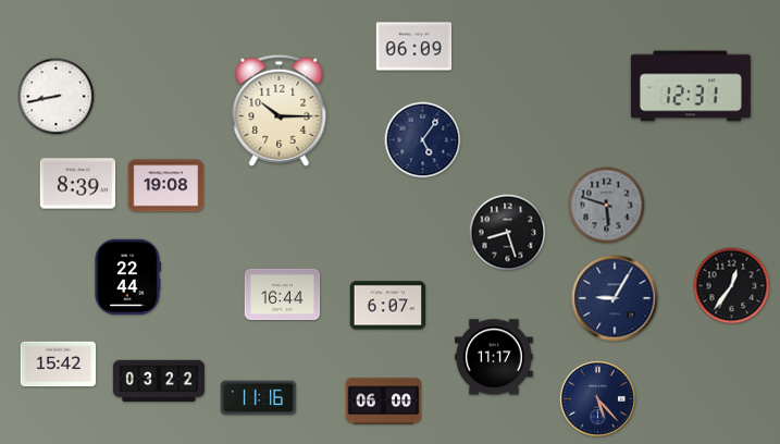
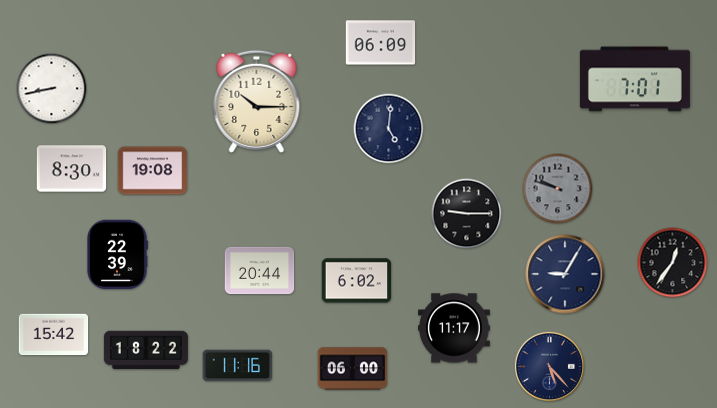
clock at (691, 86): 12:31 -> 7:01
clock at (423, 140): 5:06 -> 5:01
clock at (78, 184): 8:39 -> 8:30
clock at (607, 206): 5:48 -> 9:48
clock at (508, 233): 8:27 -> 9:15
clock at (127, 277): 22:44 -> 22:39
clock at (283, 295): 16:44 -> 20:44
clock at (388, 306): 6:07 -> 6:02
clock at (159, 381): 03:22 -> 18:22
